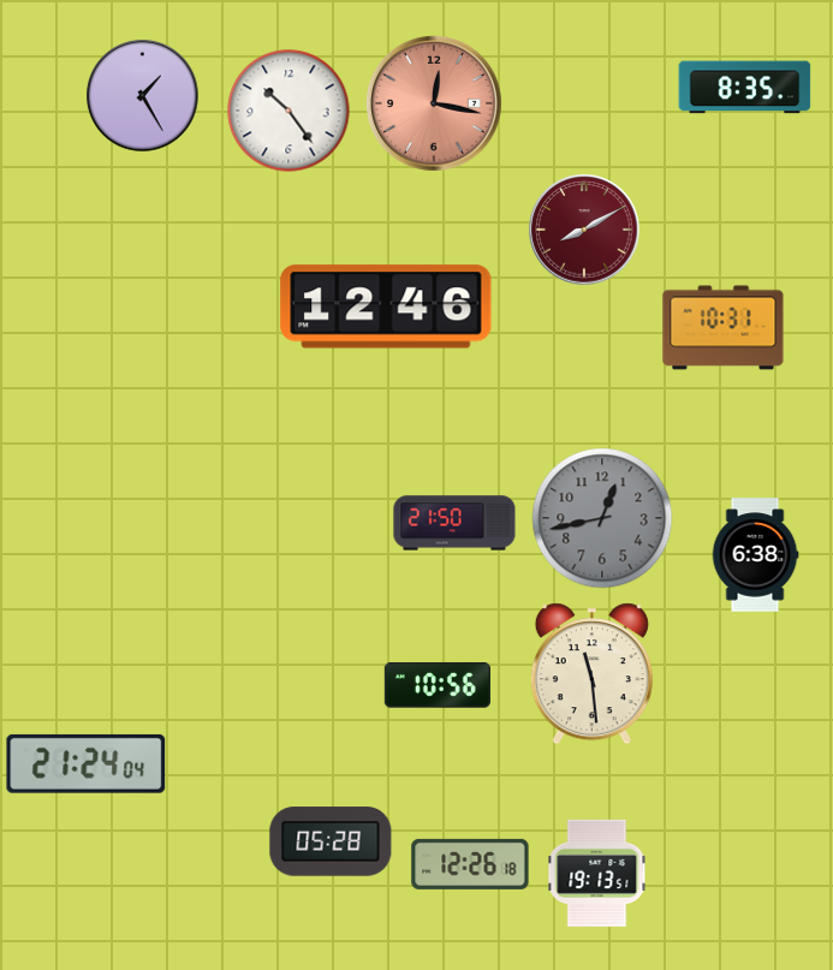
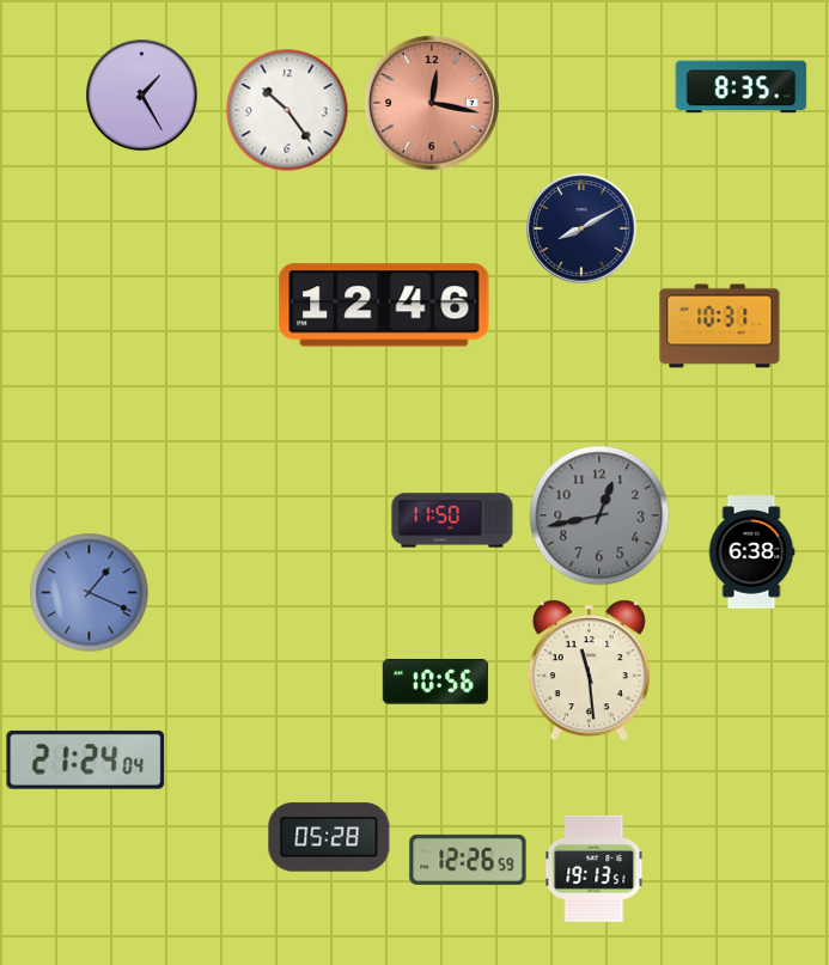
clock at (584, 230) dial: burgundy -> navy
clock at (454, 523): 21:50 -> 11:50
clock at (90, 593): none -> 1:19
clock at (470, 864): 12:26:18 -> 12:26:59
